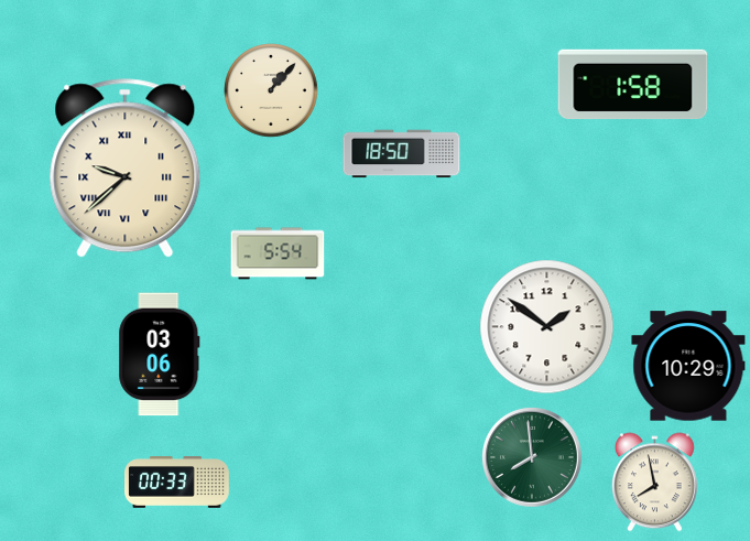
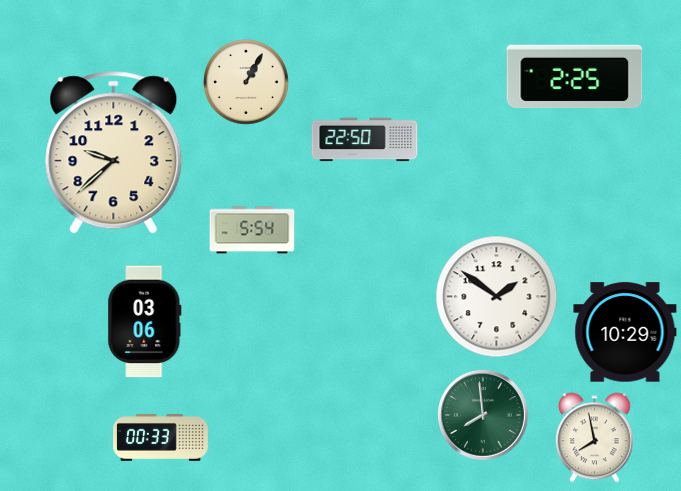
clock at (633, 85): 1:58 -> 2:25
clock at (272, 91): 1:07 -> 1:05
clock at (402, 154): 18:50 -> 22:50
clock at (126, 169) numerals: Roman -> Arabic
